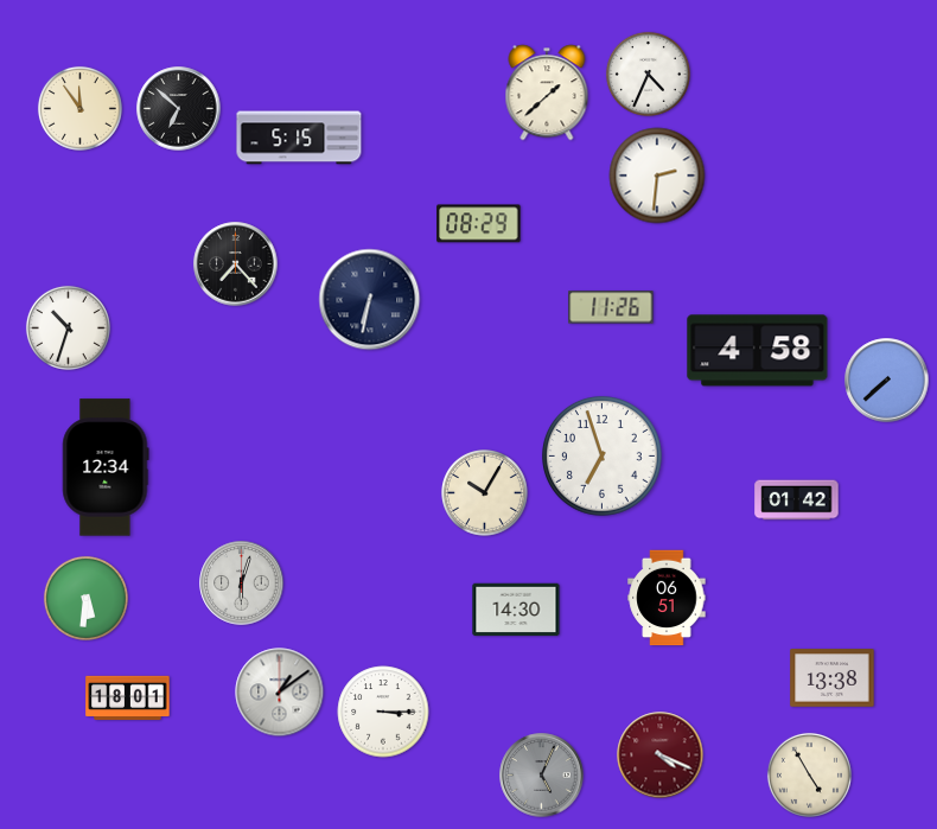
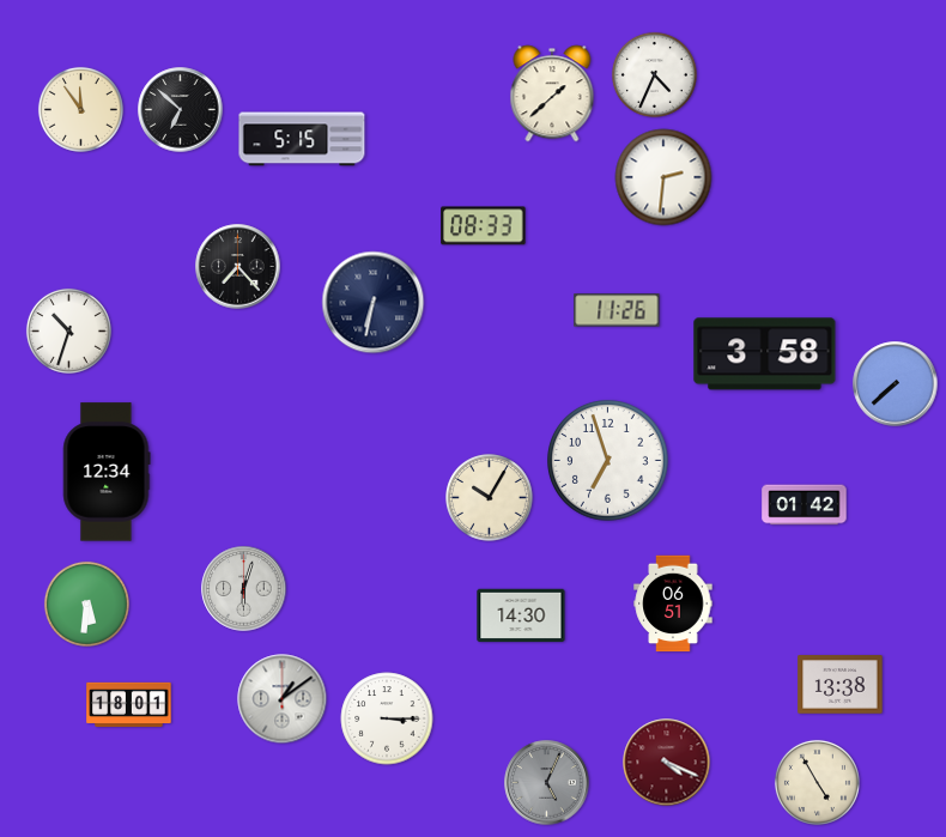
clock at (479, 224): 08:29 -> 08:33
clock at (758, 351): 4:58 -> 3:58
